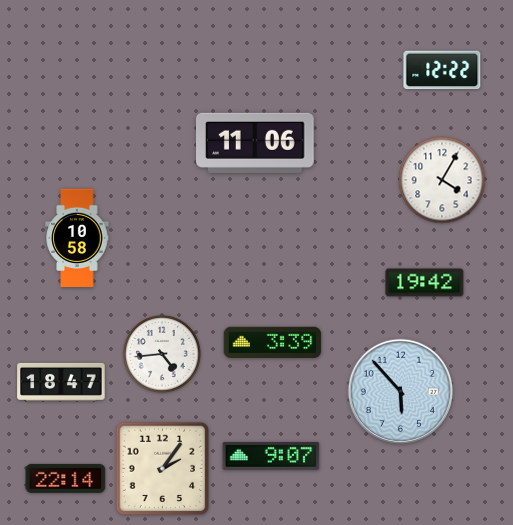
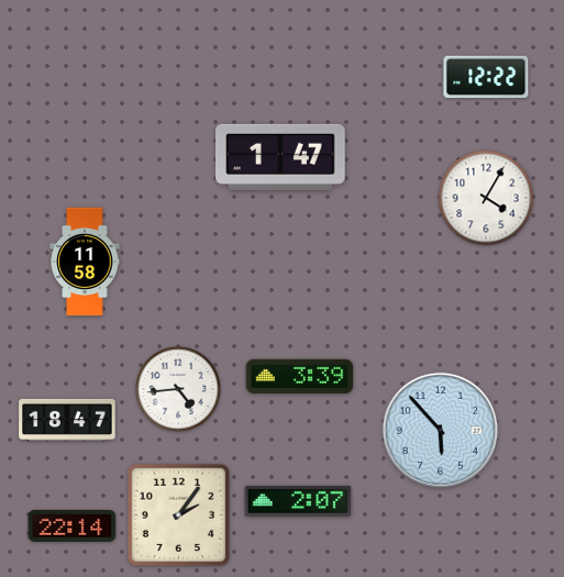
clock at (256, 143): 11:06 -> 1:47
clock at (77, 238): 10:58 -> 11:58
clock at (425, 283): 19:42 -> none
clock at (271, 456): 9:07 -> 2:07
